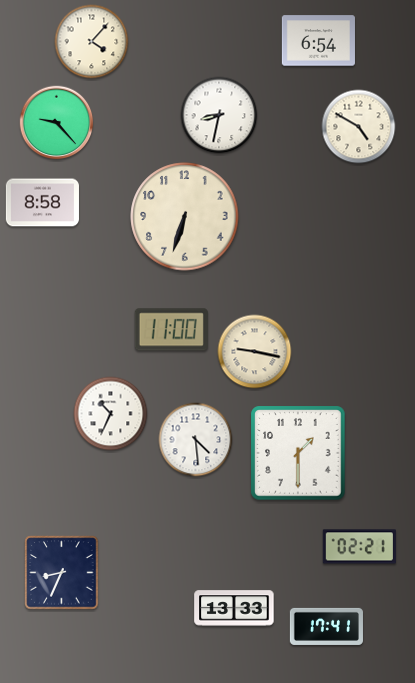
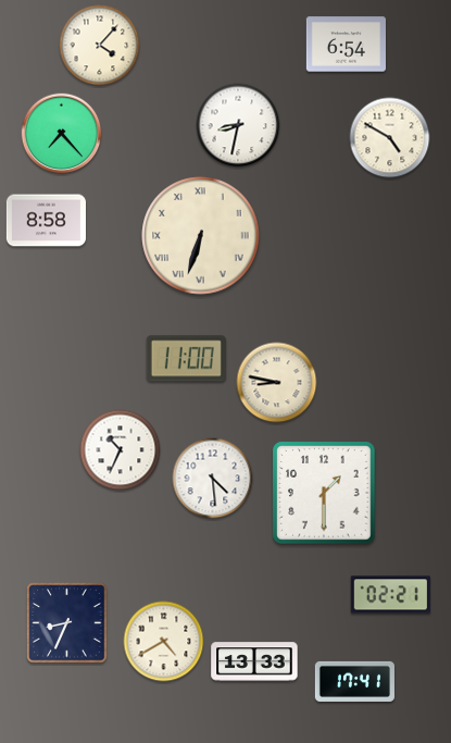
clock at (57, 123): 9:23 -> 7:23
clock at (185, 217) numerals: Arabic -> Roman
clock at (255, 352): 9:17 -> 8:47
clock at (164, 642): none -> 4:40
